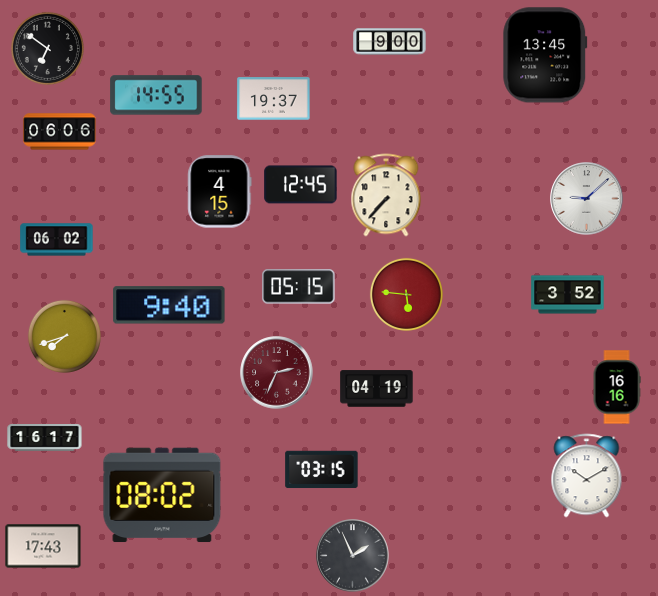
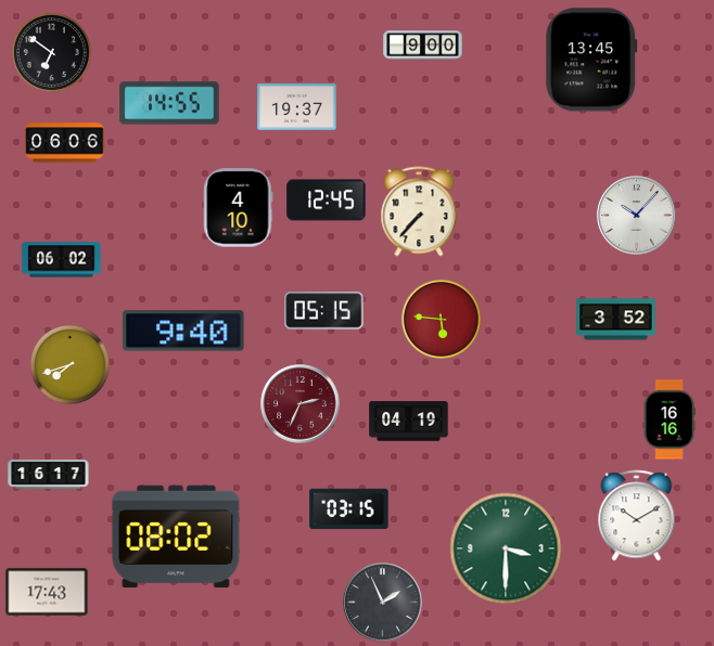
clock at (220, 192): 4:15 -> 4:10
clock at (587, 199): 9:08 -> 10:07
clock at (506, 548): none -> 3:30
